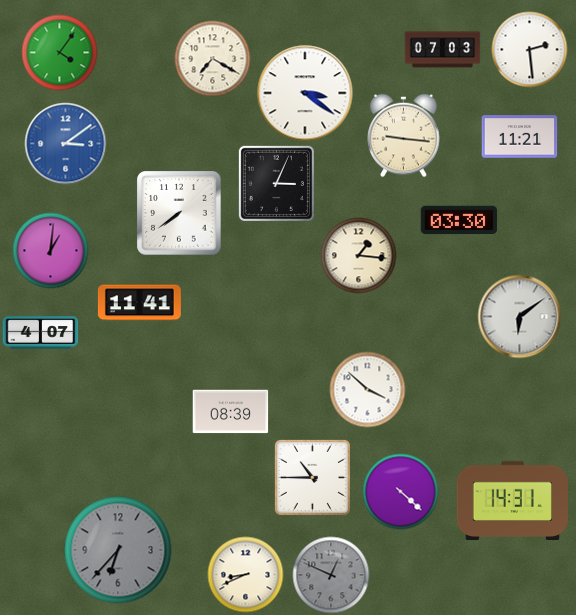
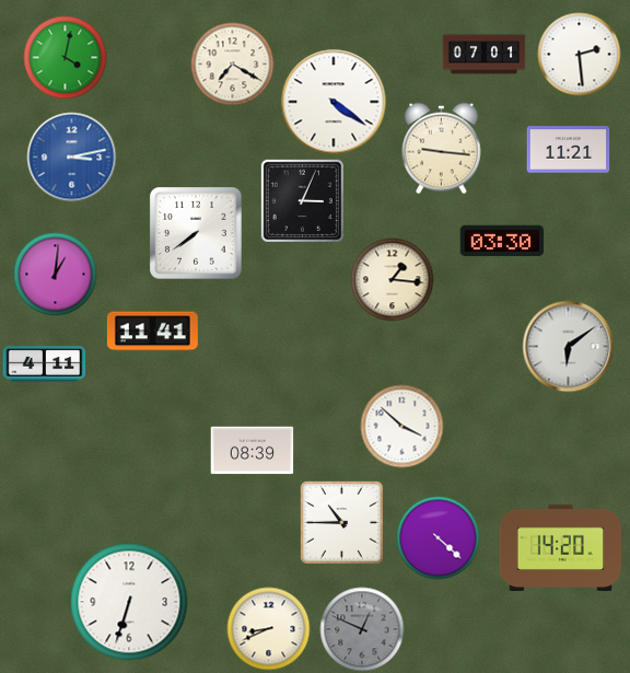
clock at (443, 50): 07:03 -> 07:01
clock at (60, 53): 4:06 -> 4:02
clock at (305, 93): 3:21 -> 4:21
clock at (66, 144): 3:09 -> 3:13
clock at (41, 333): 4:07 -> 4:11
clock at (512, 500): 14:31 -> 14:20
clock at (118, 550): 6:37 -> 6:33
clock at (118, 550) dial: grey -> white
